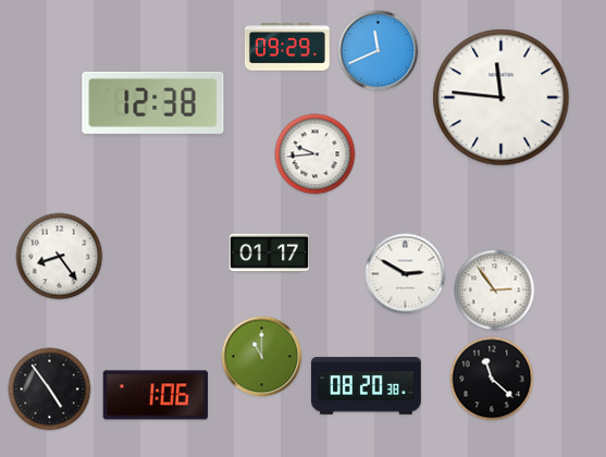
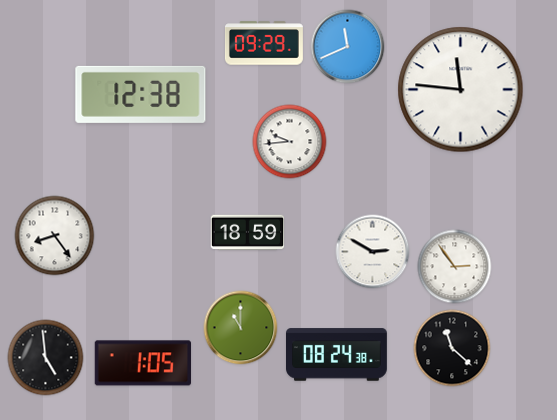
clock at (270, 254): 01:17 -> 18:59
clock at (367, 386): 08:20 -> 08:24
clock at (50, 390): 4:54 -> 4:59
clock at (154, 395): 1:06 -> 1:05
